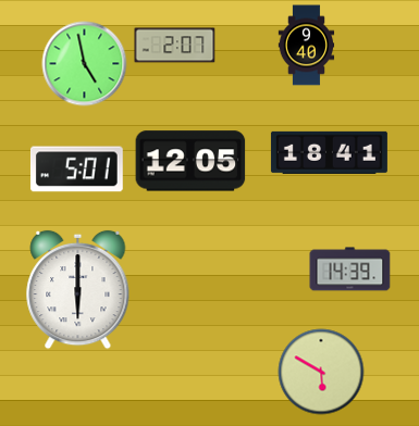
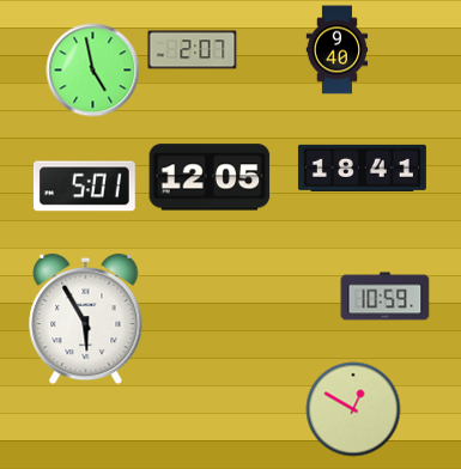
clock at (350, 270): 14:39 -> 10:59
clock at (78, 290): 6:00 -> 5:55
clock at (321, 372): 5:50 -> 12:50
